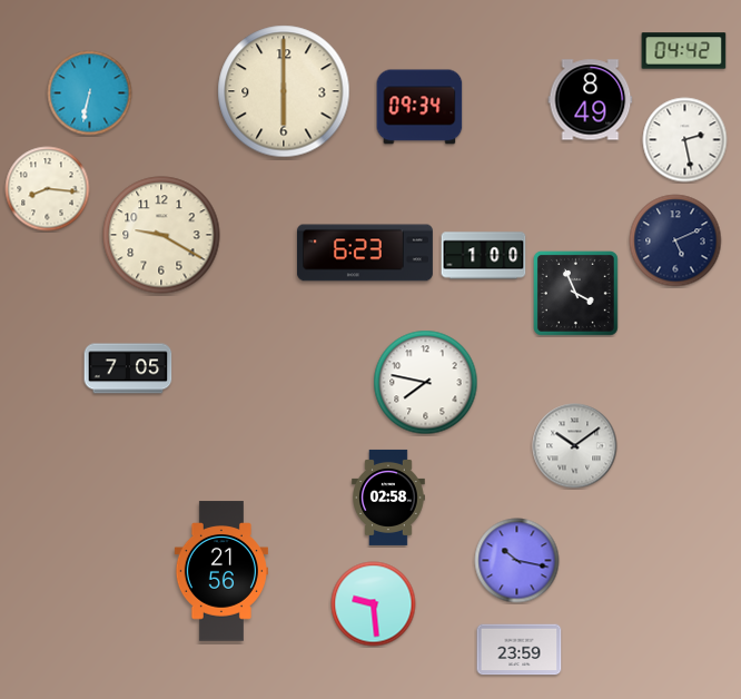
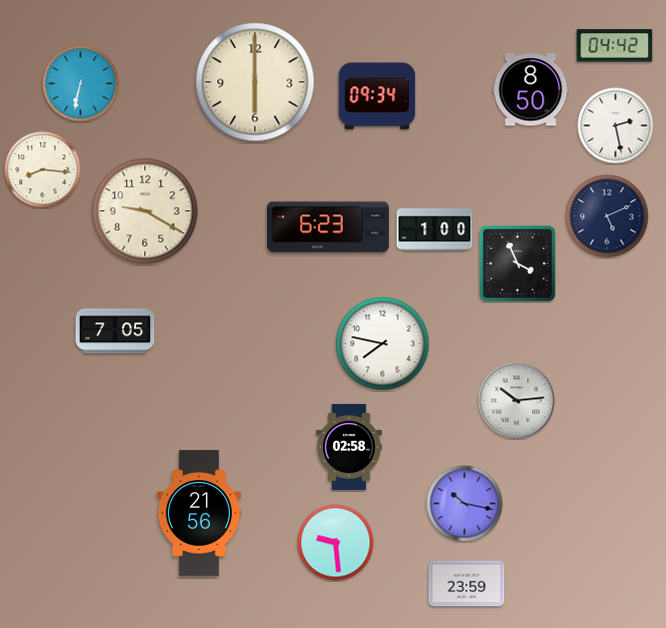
clock at (591, 100): 8:49 -> 8:50
clock at (575, 446): 10:09 -> 10:14
